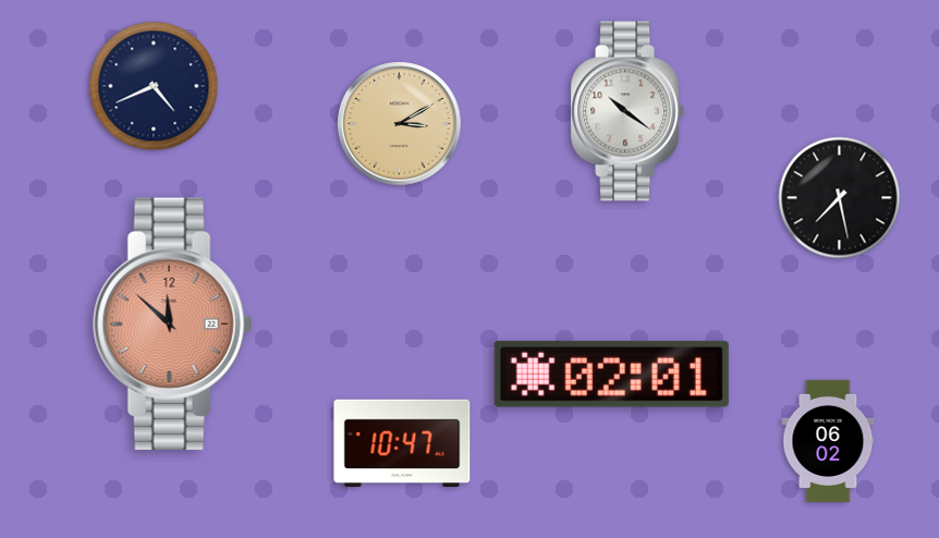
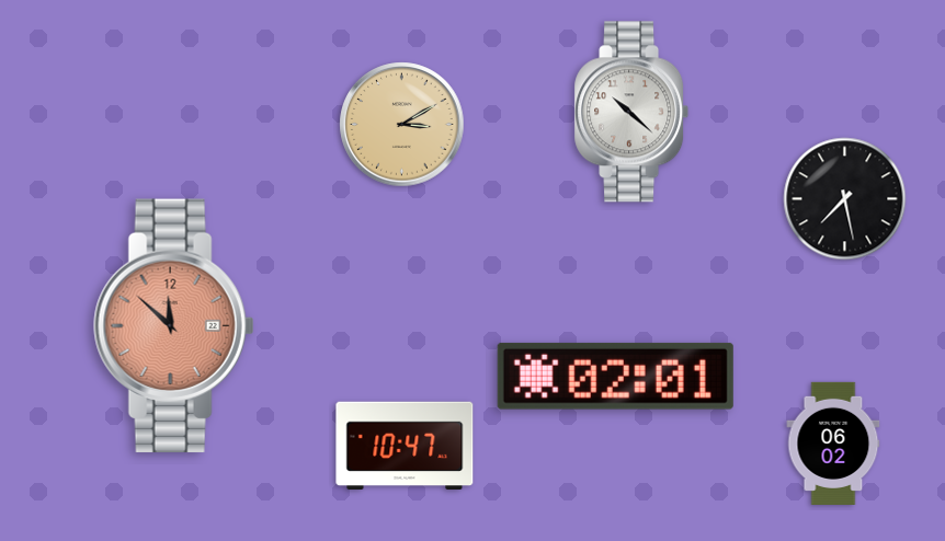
clock at (154, 86): 4:41 -> none
clock at (627, 111): 10:21 -> 10:22
